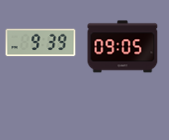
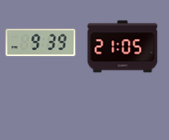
clock at (123, 47): 09:05 -> 21:05
